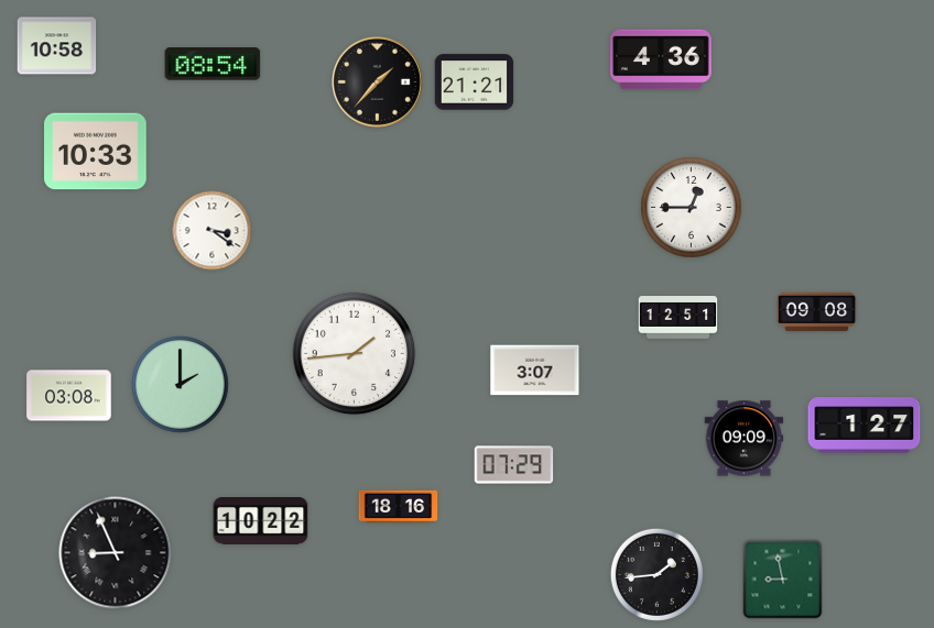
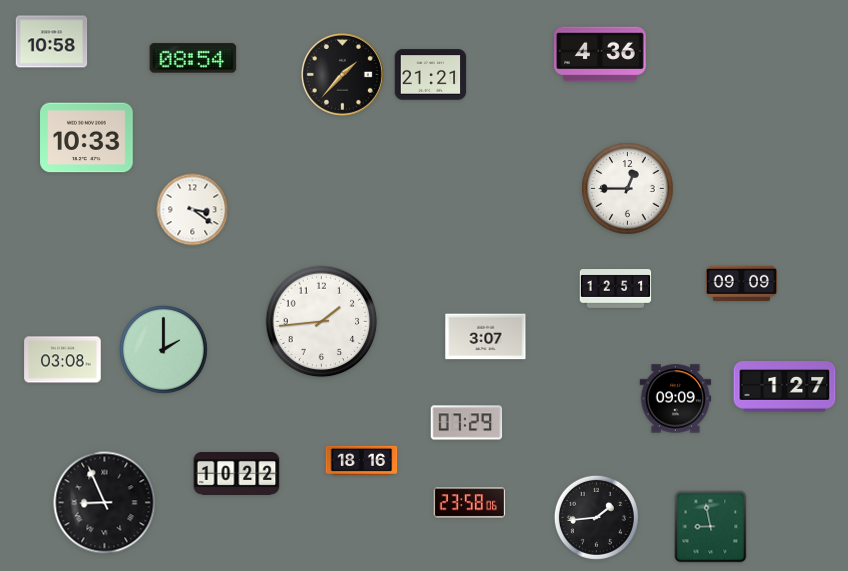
clock at (817, 312): 09:08 -> 09:09
clock at (470, 503): none -> 23:58
clock at (656, 574) position: (656, 574) -> (596, 517)
